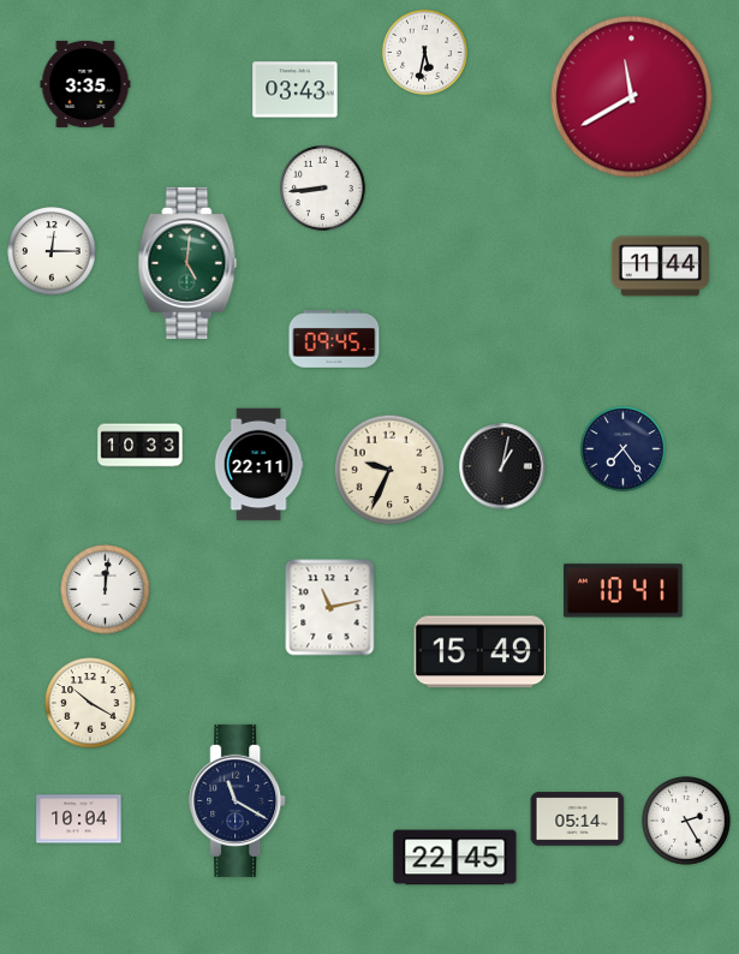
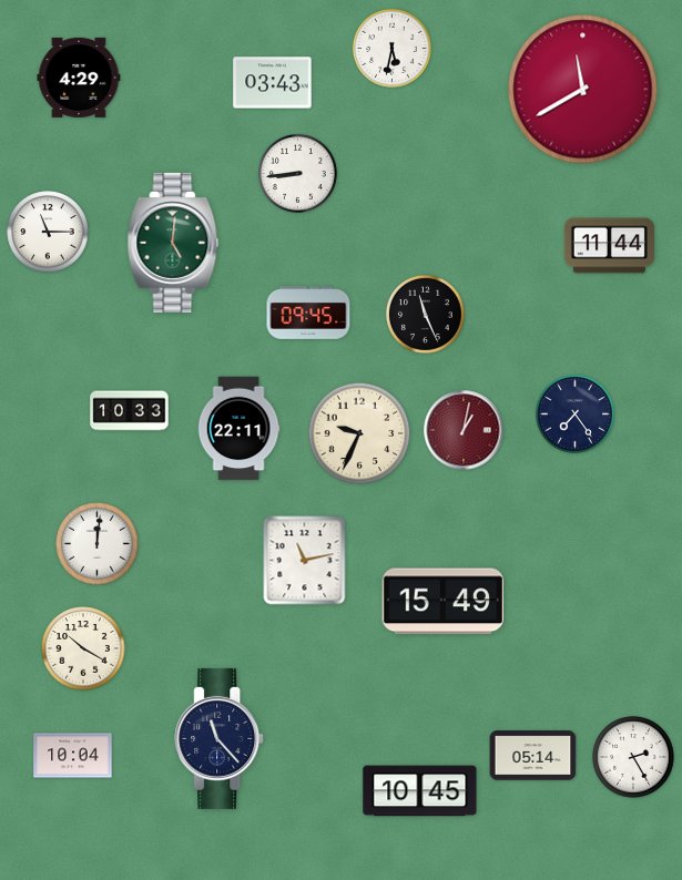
clock at (85, 84): 3:35 -> 4:29
clock at (52, 251): 12:15 -> 11:15
clock at (425, 314): none -> 11:26
clock at (502, 466) dial: black -> burgundy
clock at (624, 591): 10:41 -> none
clock at (238, 800): 11:20 -> 11:23
clock at (455, 858): 22:45 -> 10:45
